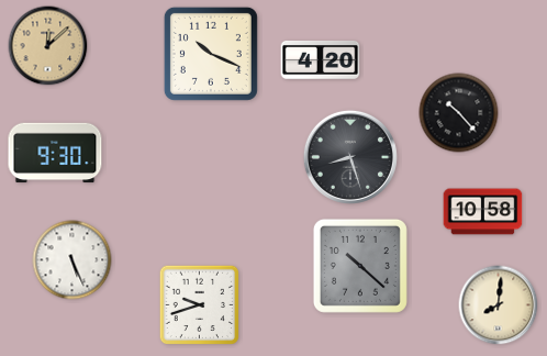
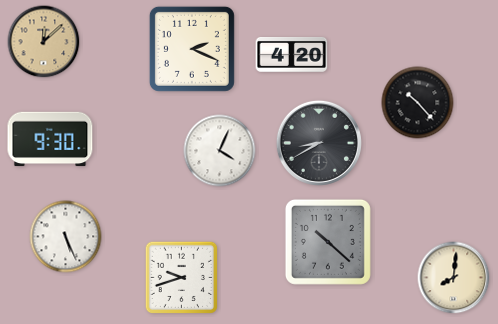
clock at (211, 54): 10:19 -> 2:19
clock at (350, 157): 8:27 -> 8:40
clock at (220, 151): none -> 4:04
clock at (483, 212): 10:58 -> none
